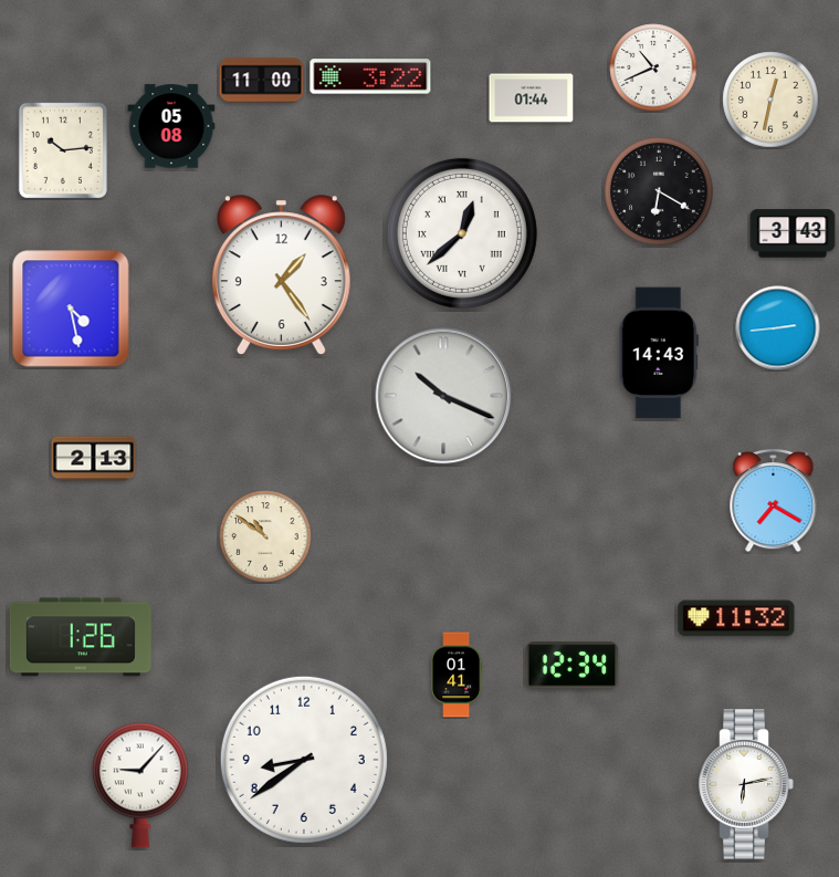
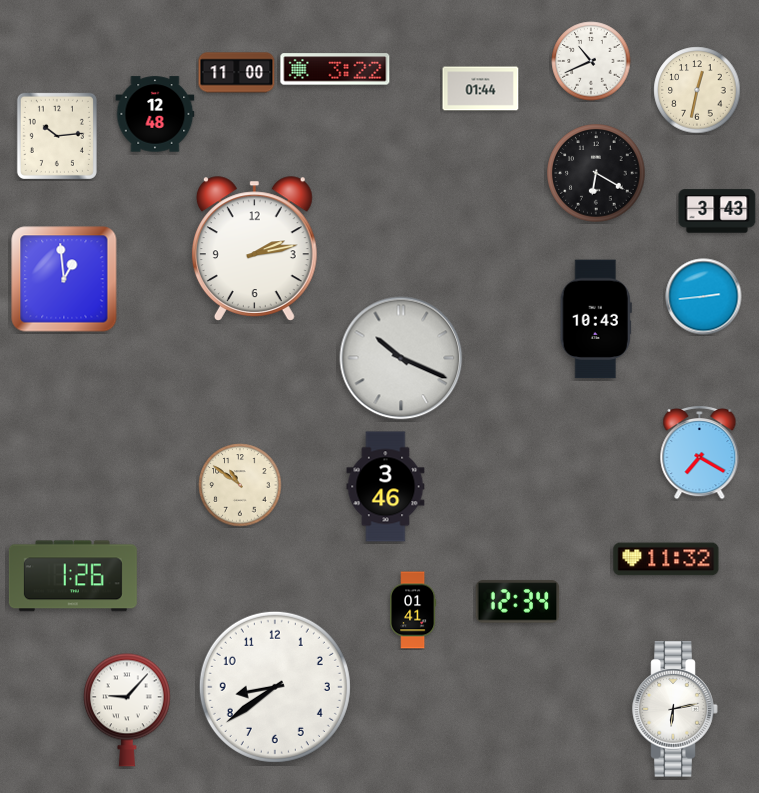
clock at (171, 126): 05:08 -> 12:48
clock at (462, 233): 12:38 -> none
clock at (281, 275): 1:24 -> 2:13
clock at (71, 309): 4:28 -> 12:59
clock at (659, 353): 14:43 -> 10:43
clock at (94, 459): 2:13 -> none
clock at (386, 487): none -> 3:46
